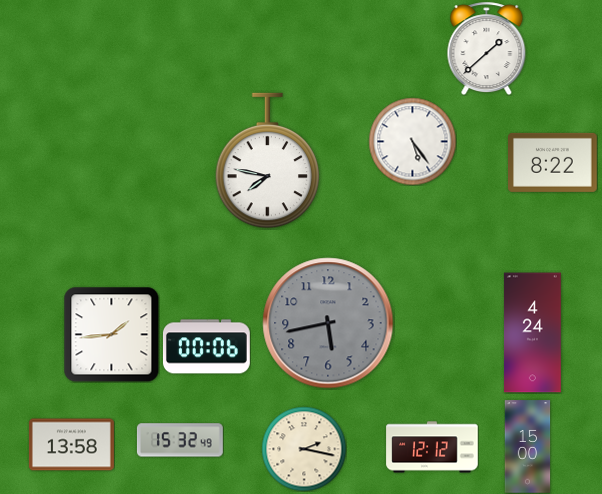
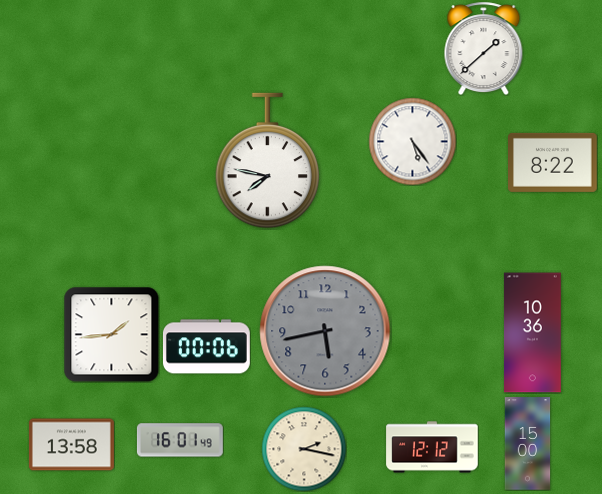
clock at (487, 48) position: (487, 48) -> (484, 48)
clock at (328, 323) position: (328, 323) -> (325, 331)
clock at (532, 333): 4:24 -> 10:36
clock at (180, 440): 15:32 -> 16:01
clock at (528, 447) position: (528, 447) -> (528, 444)
